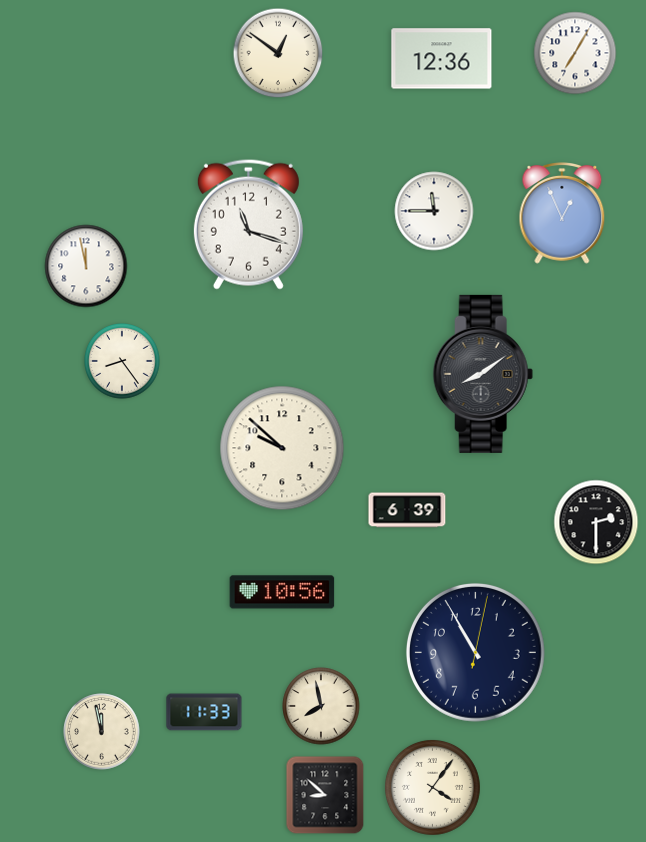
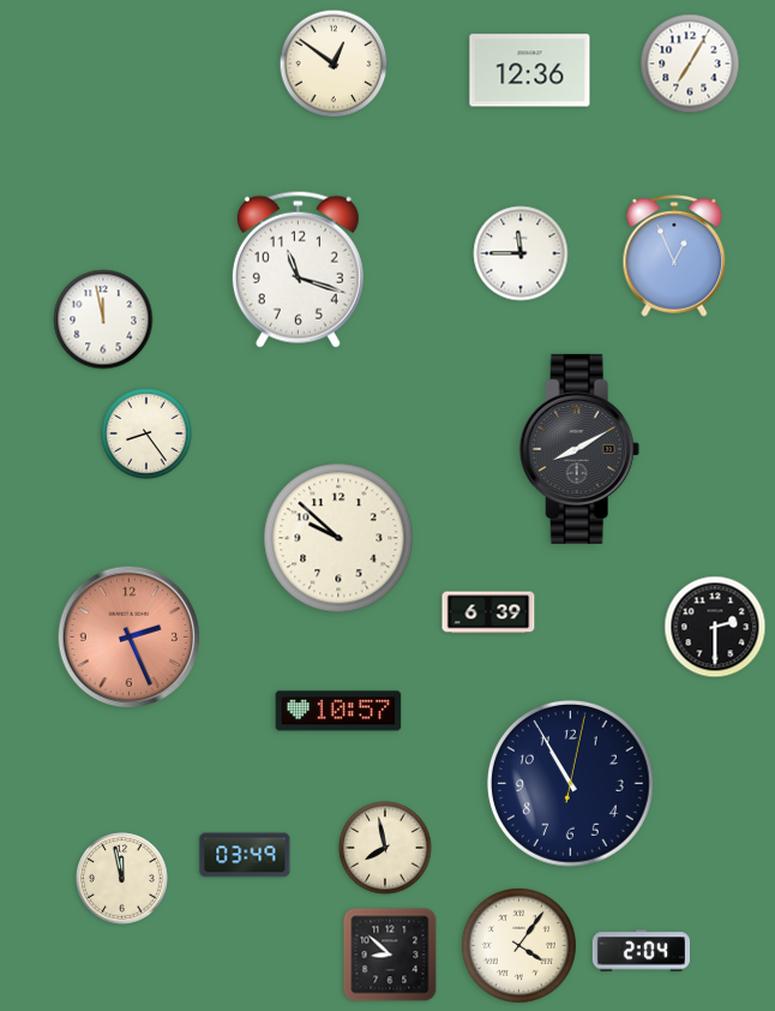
clock at (483, 374): 8:09 -> 8:10
clock at (130, 638): none -> 2:26
clock at (282, 592): 10:56 -> 10:57
clock at (204, 712): 11:33 -> 03:49
clock at (641, 951): none -> 2:04
